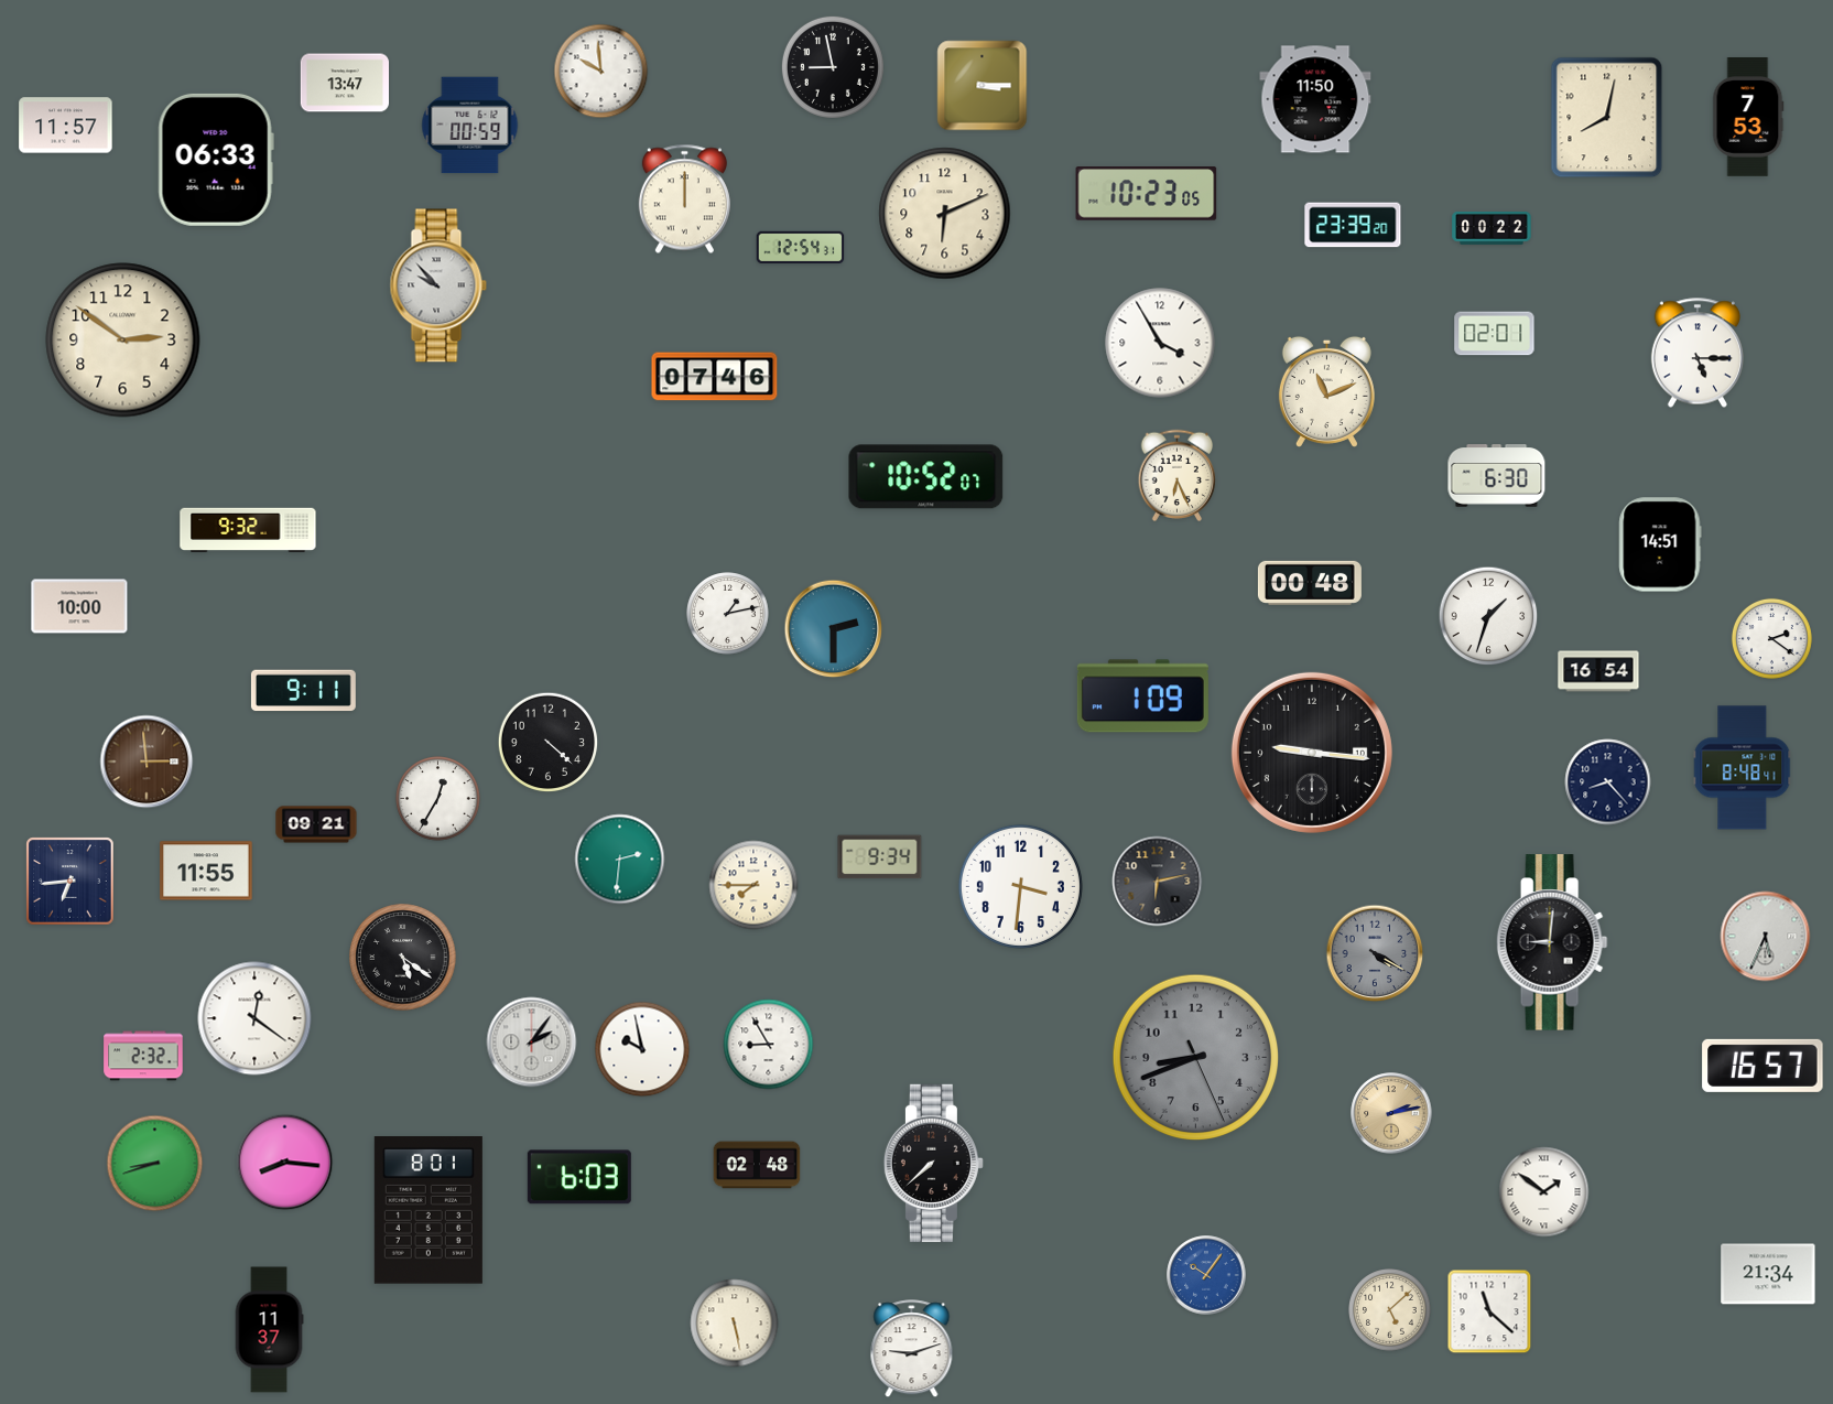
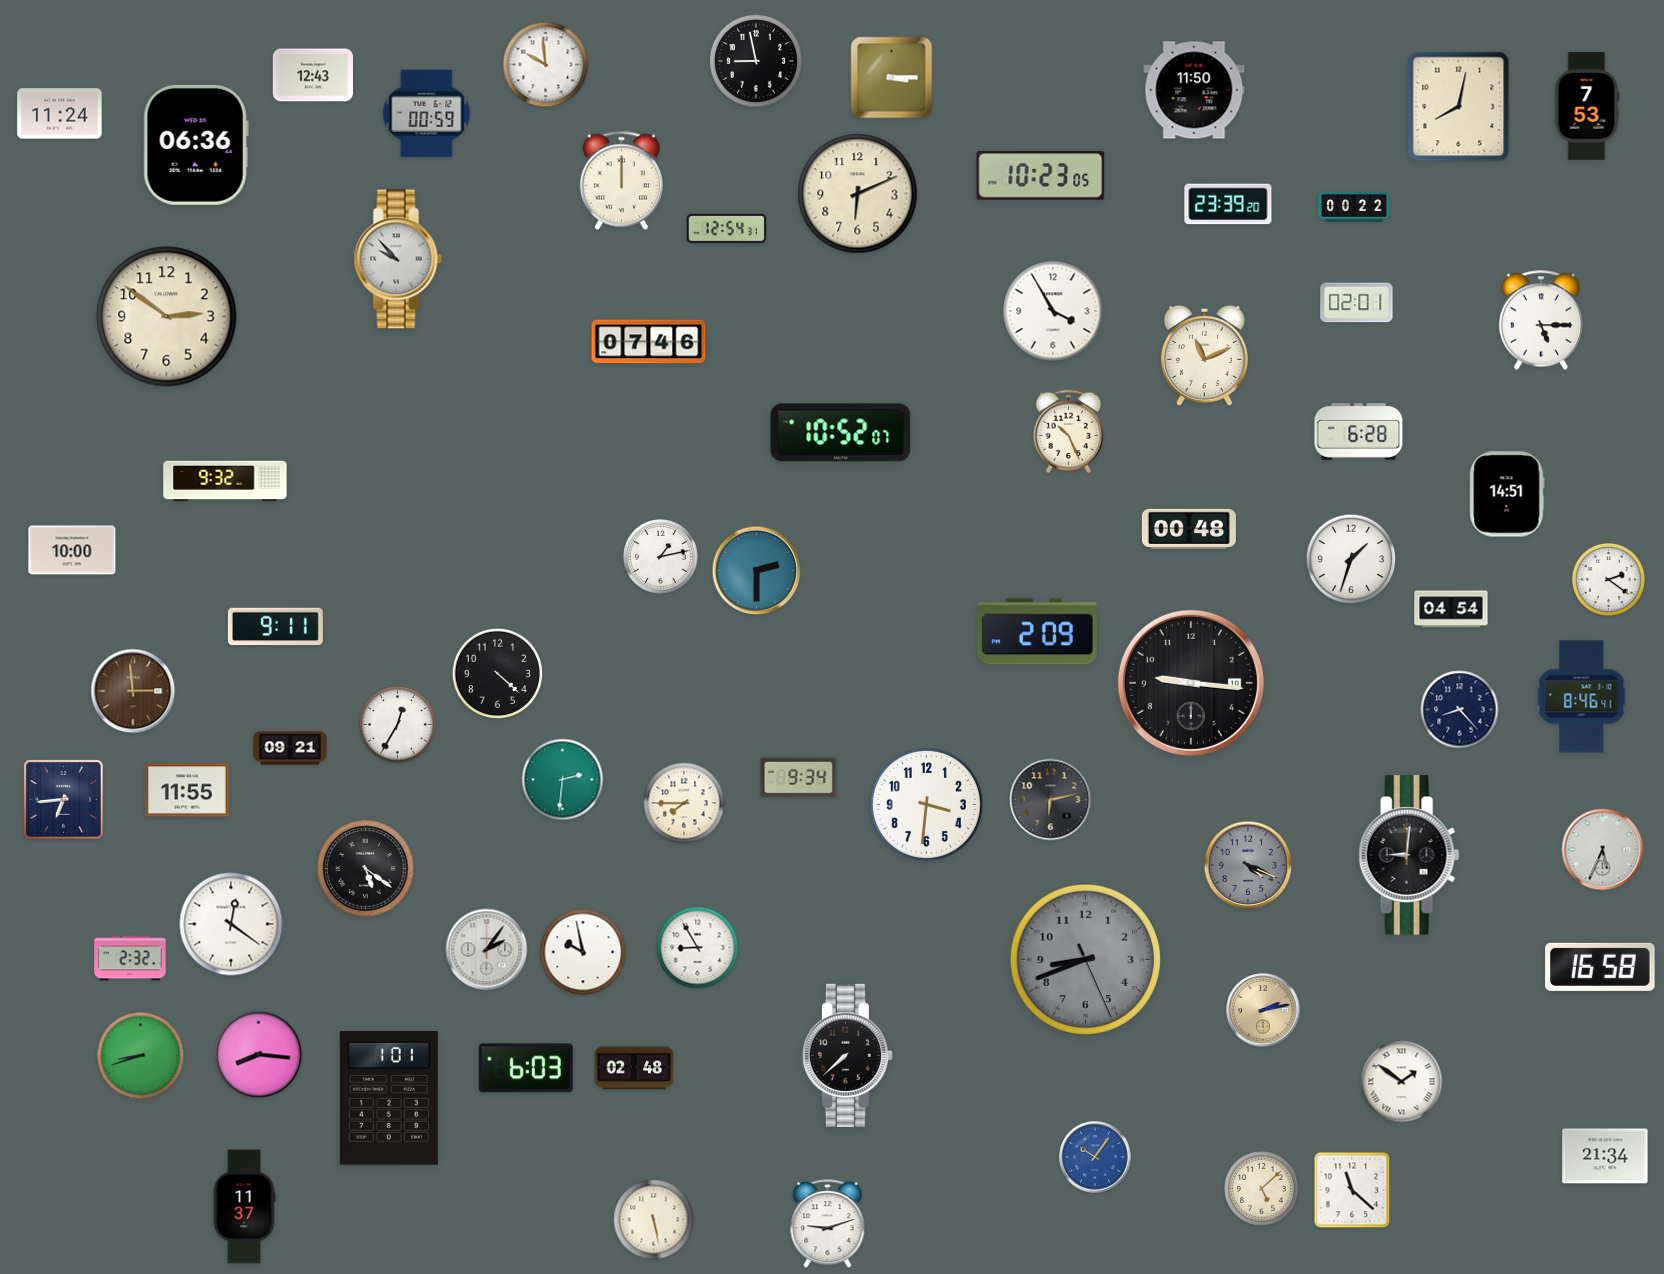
clock at (345, 83): 13:47 -> 12:43
clock at (66, 126): 11:57 -> 11:24
clock at (216, 160): 06:33 -> 06:36
clock at (801, 248) position: (801, 248) -> (727, 229)
clock at (123, 341) position: (123, 341) -> (167, 317)
clock at (1178, 476): 6:26 -> 10:26
clock at (1497, 476): 6:30 -> 6:28
clock at (1598, 671): 16:54 -> 04:54
clock at (1142, 696): 1:09 -> 2:09
clock at (1743, 768): 8:48 -> 8:46
clock at (316, 824) position: (316, 824) -> (290, 748)
clock at (1375, 953): 4:20 -> 4:19
clock at (532, 1043) position: (532, 1043) -> (487, 950)
clock at (1762, 1066): 16:57 -> 16:58
clock at (757, 1165) position: (757, 1165) -> (634, 1068)
clock at (429, 1211): 8:01 -> 1:01
clock at (735, 1324) position: (735, 1324) -> (654, 1220)
